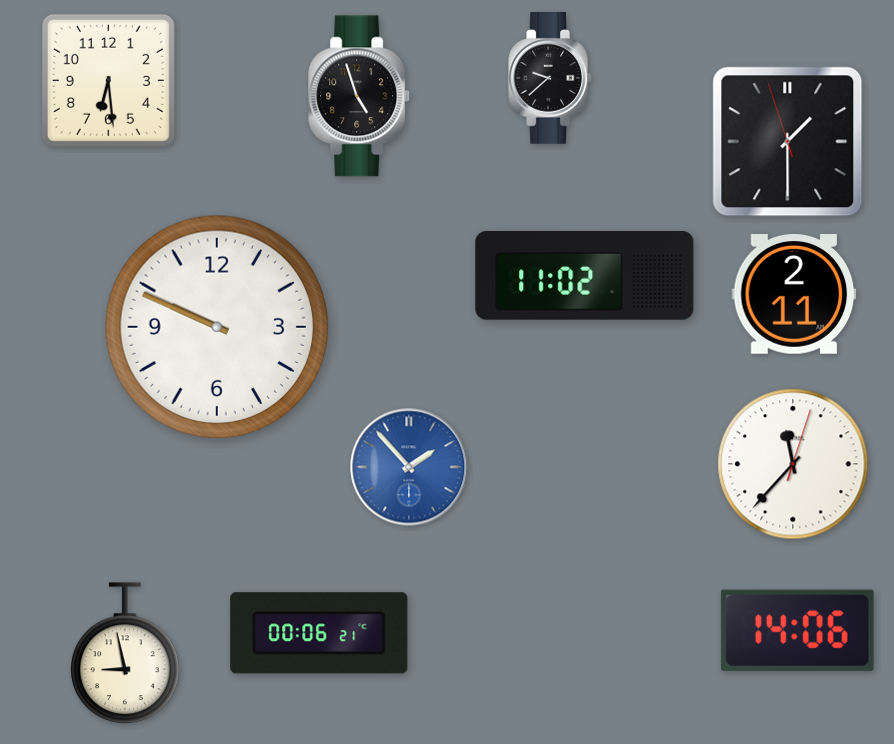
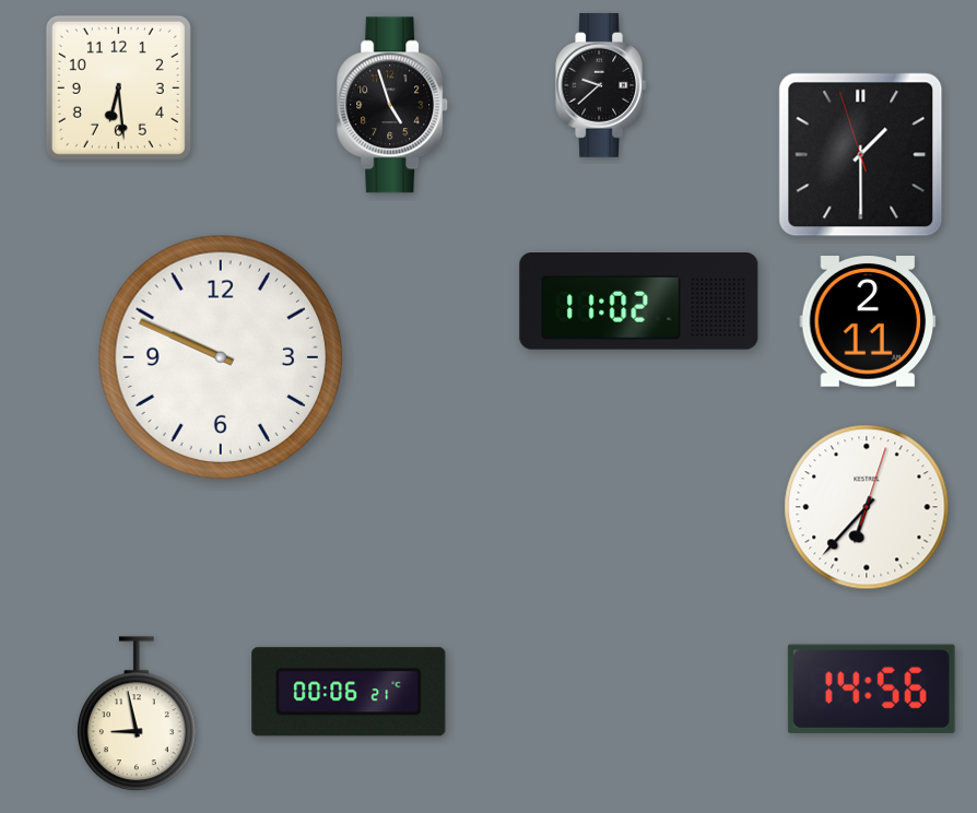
clock at (216, 326) position: (216, 326) -> (220, 356)
clock at (793, 464): 11:37 -> 6:37
clock at (409, 467): 1:53 -> none
clock at (797, 630): 14:06 -> 14:56
